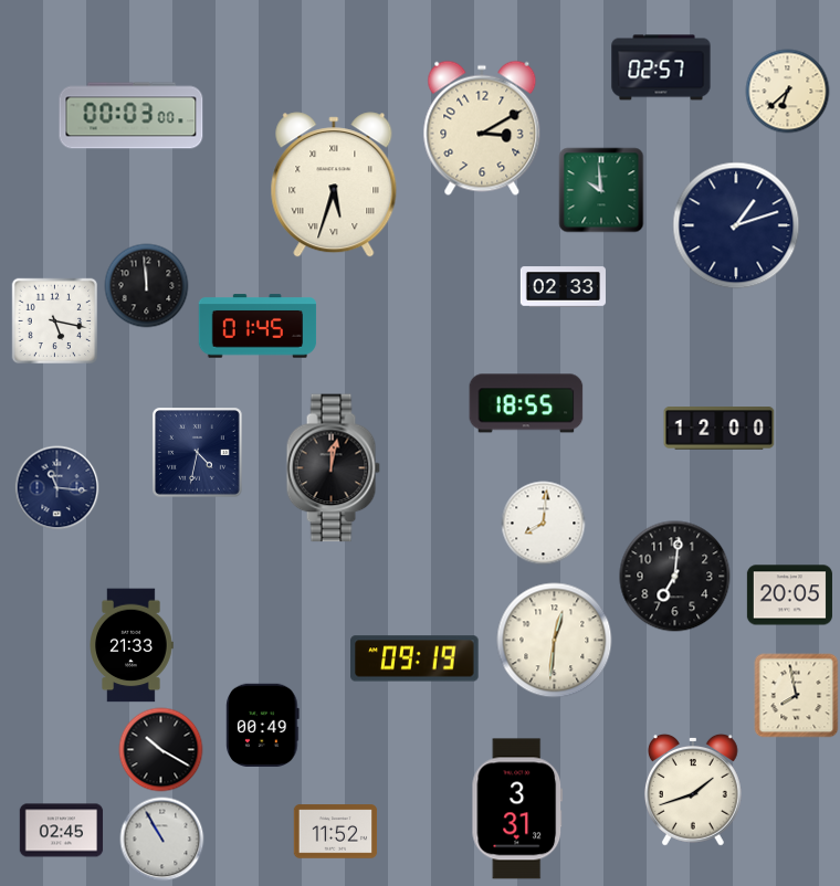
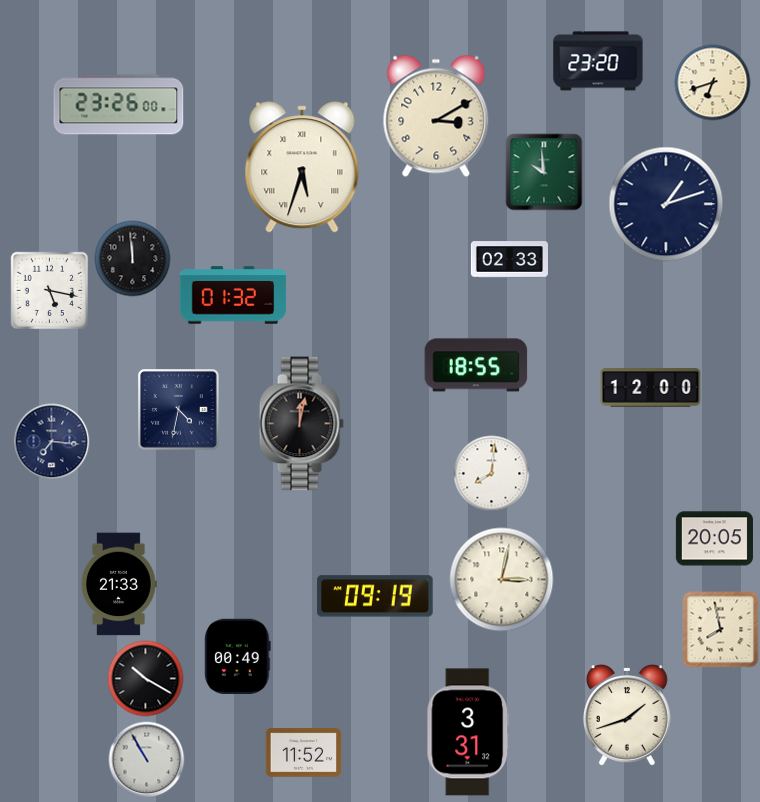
clock at (661, 67): 02:57 -> 23:20
clock at (788, 92): 6:38 -> 6:42
clock at (132, 116): 00:03 -> 23:26
clock at (258, 326): 01:45 -> 01:32
clock at (57, 488): 11:16 -> 7:16
clock at (675, 577): 7:01 -> none
clock at (555, 641): 12:31 -> 3:02
clock at (62, 831): 02:45 -> none
